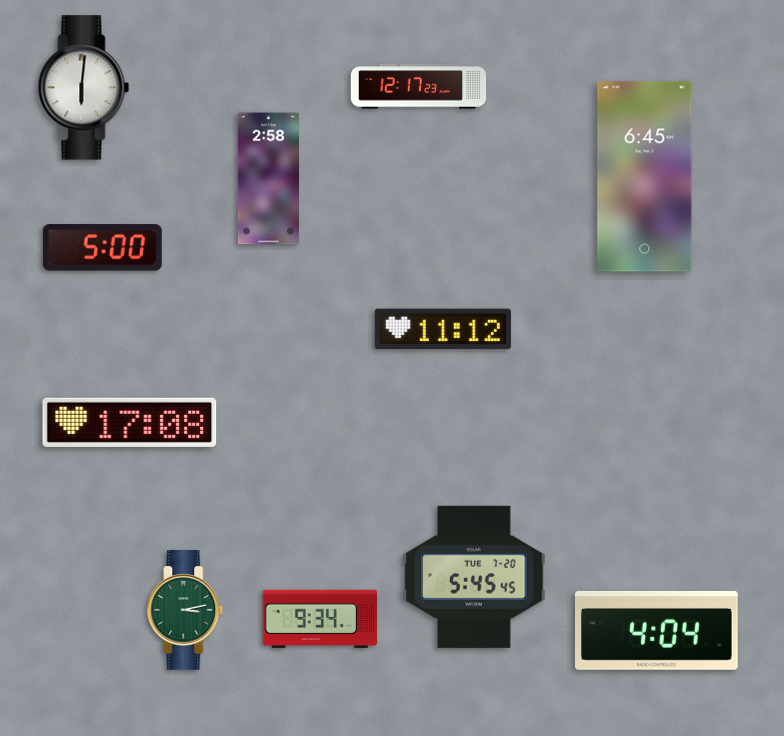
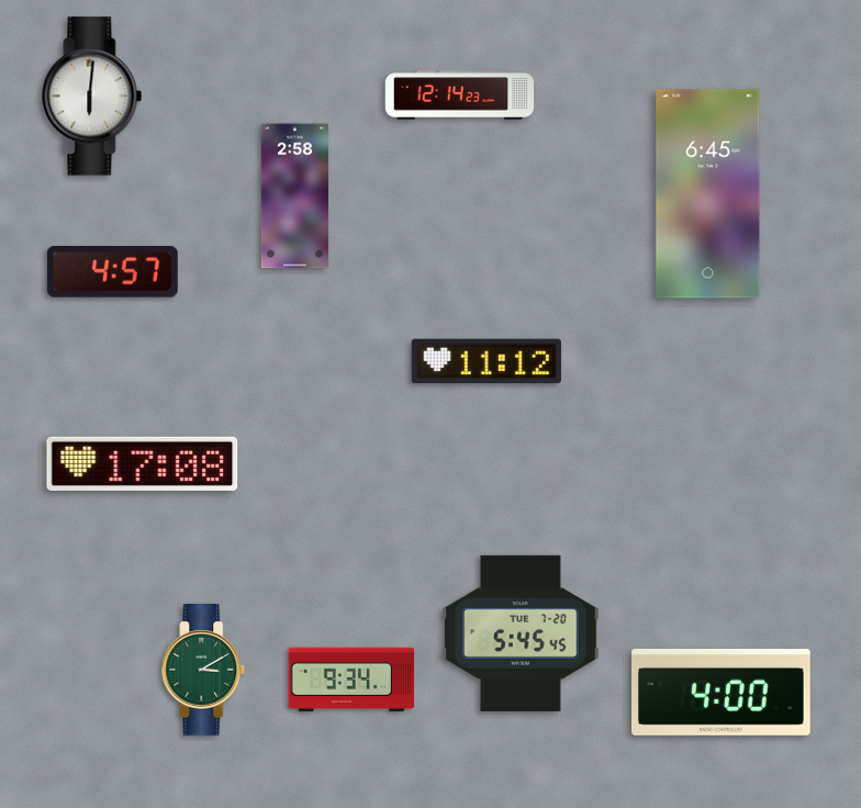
clock at (419, 87): 12:17 -> 12:14
clock at (102, 248): 5:00 -> 4:57
clock at (185, 611): 3:13 -> 3:10
clock at (657, 630): 4:04 -> 4:00
